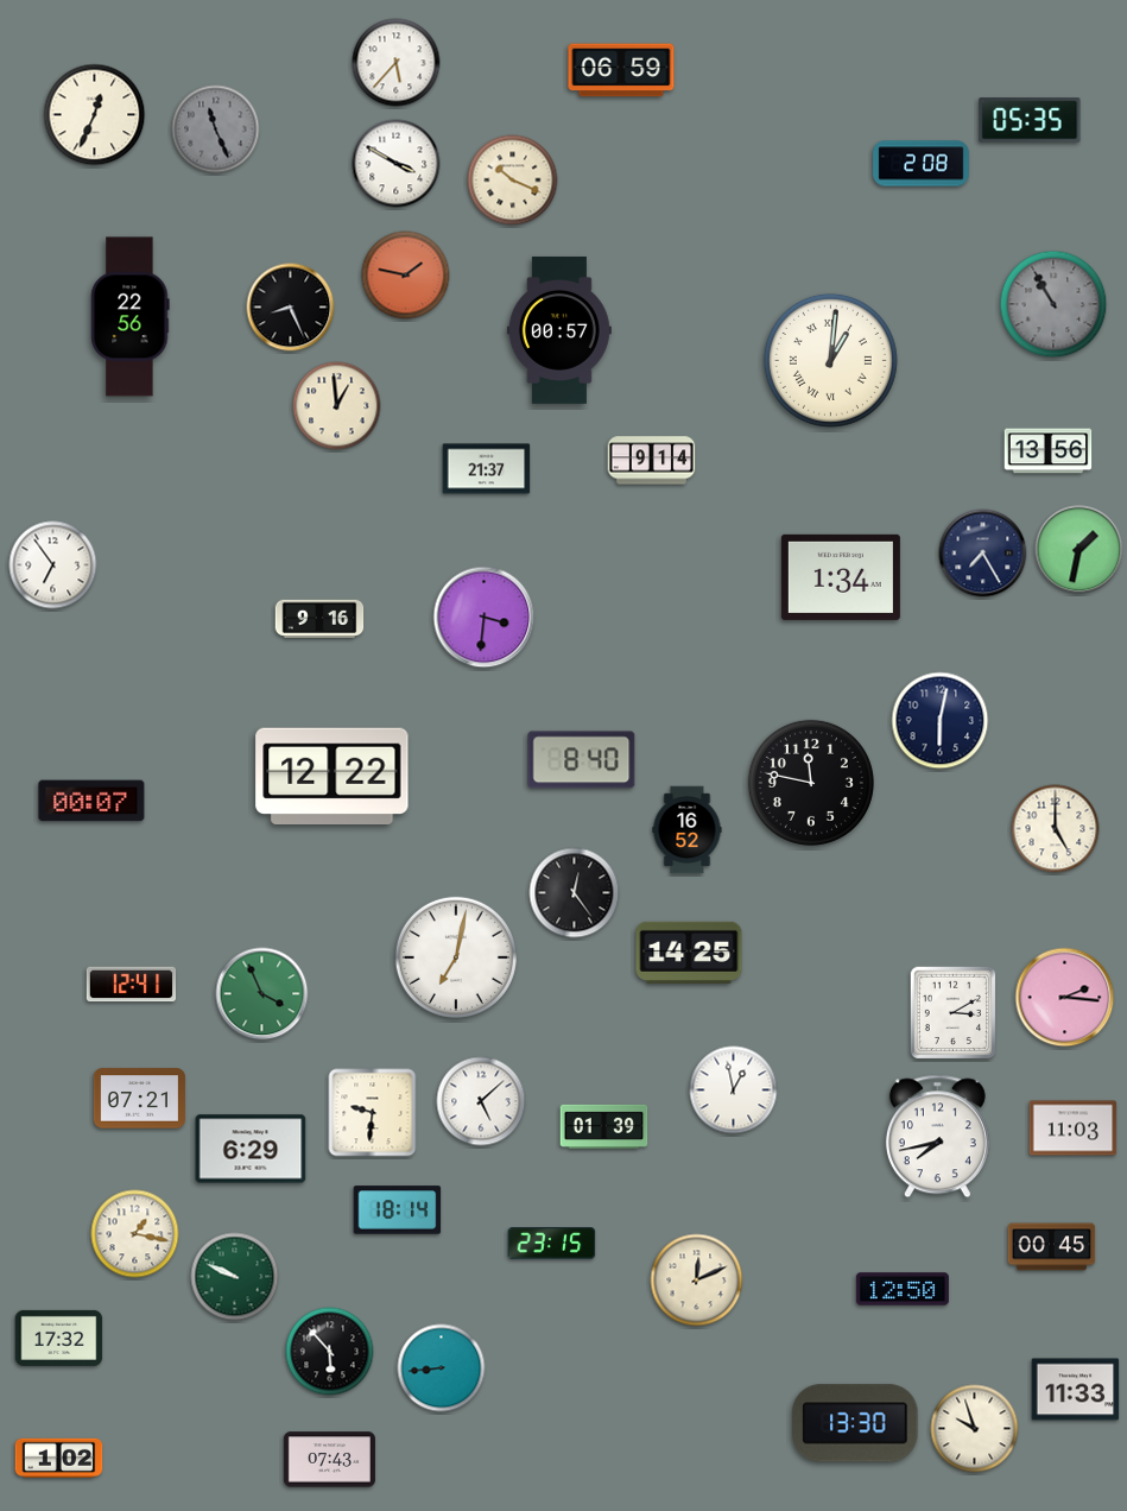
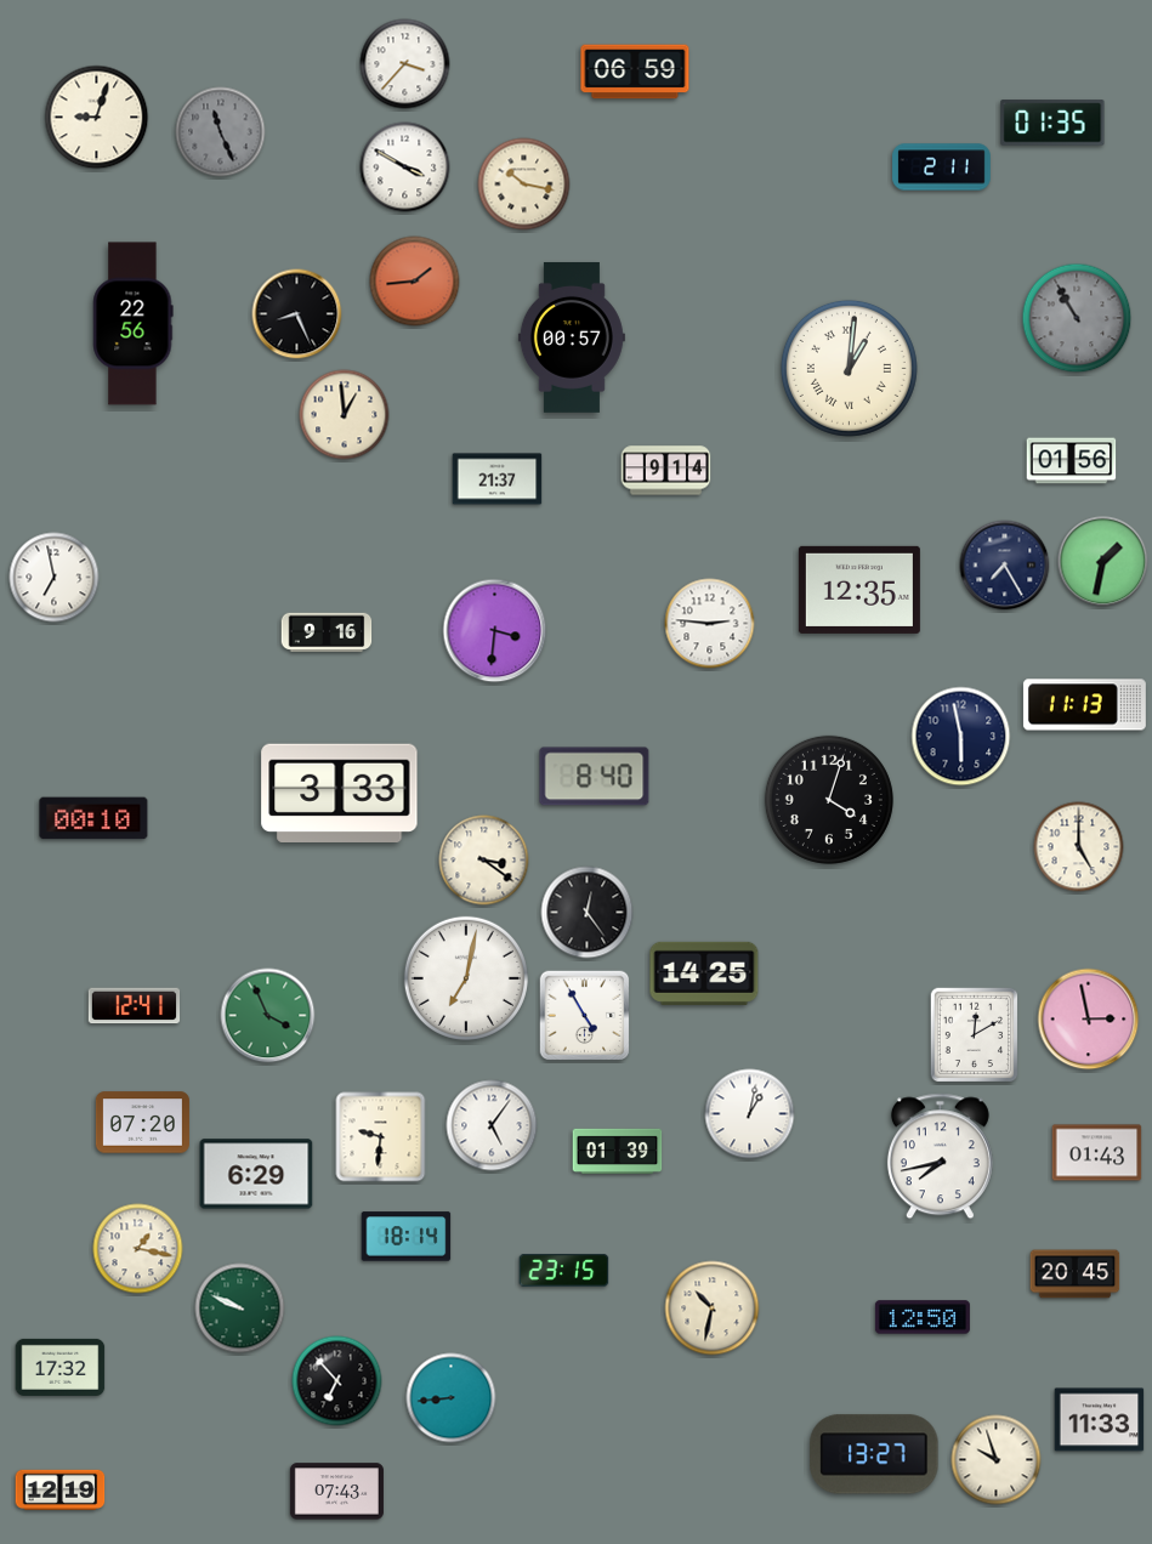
clock at (397, 63): 5:37 -> 3:37
clock at (95, 115): 12:34 -> 9:03
clock at (1030, 120): 05:35 -> 01:35
clock at (922, 164): 2:08 -> 2:11
clock at (513, 181): 10:19 -> 10:17
clock at (406, 276): 1:47 -> 1:44
clock at (1053, 304) position: (1053, 304) -> (1077, 318)
clock at (1049, 451): 13:56 -> 01:56
clock at (53, 565): 6:54 -> 6:58
clock at (841, 577): 1:34 -> 12:35
clock at (710, 624): none -> 2:46
clock at (1084, 705): none -> 11:13
clock at (941, 721): 6:02 -> 5:58
clock at (333, 776): 12:22 -> 3:33
clock at (811, 783): 11:47 -> 4:03
clock at (91, 801): 00:07 -> 00:10
clock at (688, 830): 16:52 -> none
clock at (484, 861): none -> 3:21
clock at (585, 1016): none -> 4:55
clock at (1065, 998): 2:16 -> 2:58
clock at (954, 1013): 3:10 -> 12:10
clock at (734, 1090): 12:58 -> 1:02
clock at (139, 1099): 07:21 -> 07:20
clock at (481, 1101): 5:08 -> 5:06
clock at (1074, 1128): 11:03 -> 01:43
clock at (937, 1137) position: (937, 1137) -> (940, 1157)
clock at (135, 1234) position: (135, 1234) -> (138, 1249)
clock at (1052, 1247): 00:45 -> 20:45
clock at (235, 1277) position: (235, 1277) -> (240, 1309)
clock at (697, 1281): 12:11 -> 10:32
clock at (330, 1352): 5:53 -> 6:53
clock at (855, 1423): 13:30 -> 13:27
clock at (59, 1458): 1:02 -> 12:19
